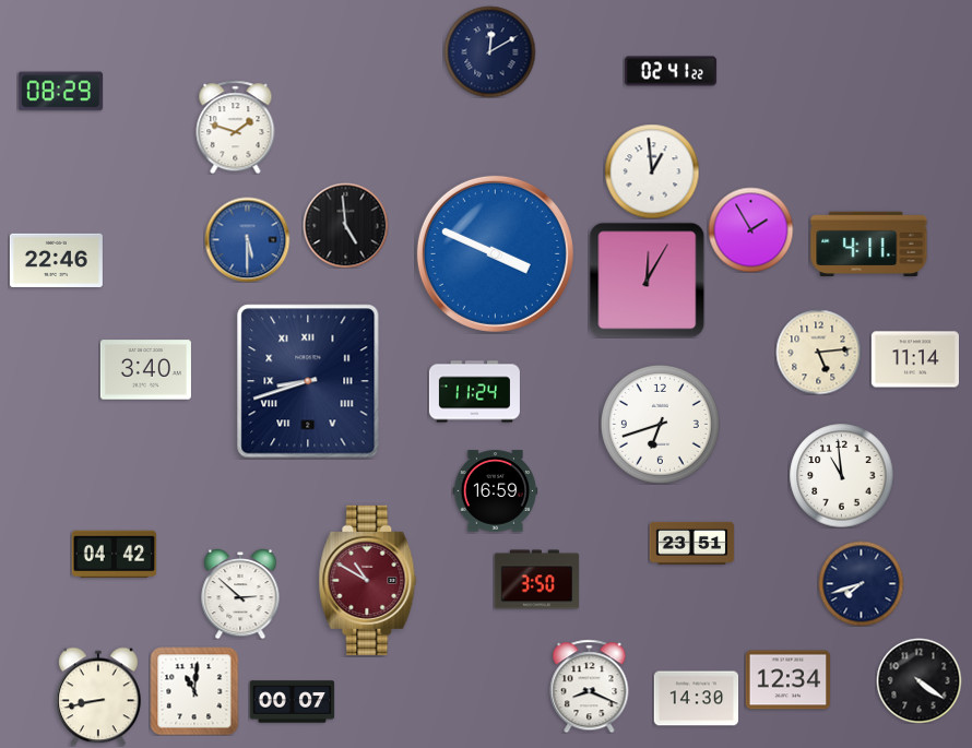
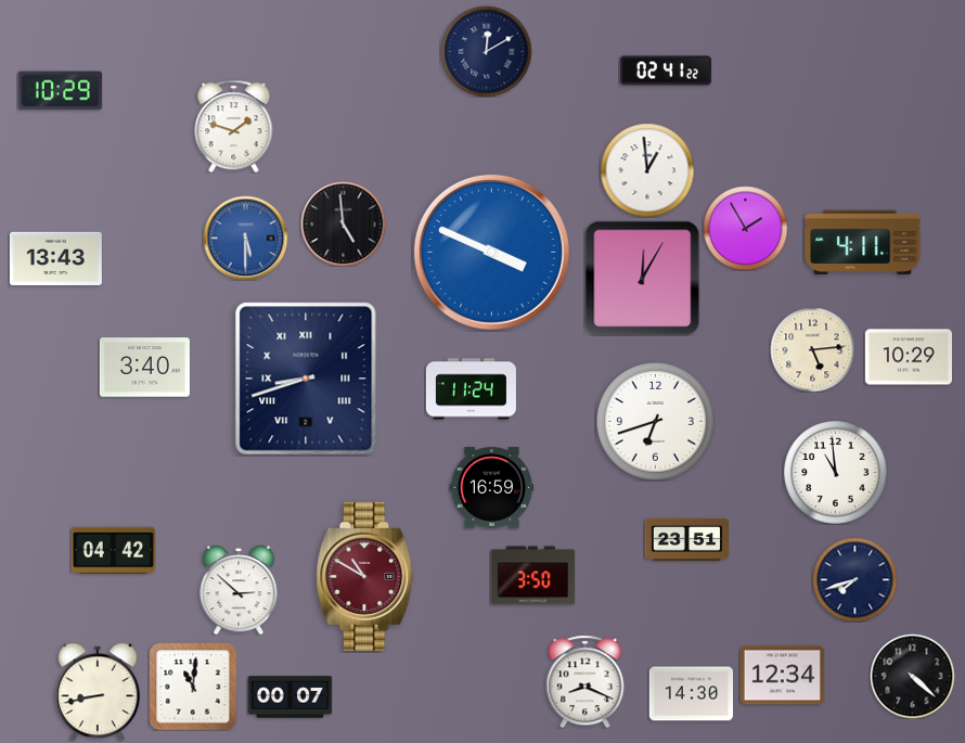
clock at (60, 92): 08:29 -> 10:29
clock at (56, 260): 22:46 -> 13:43
clock at (914, 359): 11:14 -> 10:29
clock at (918, 680): 4:21 -> 4:22
